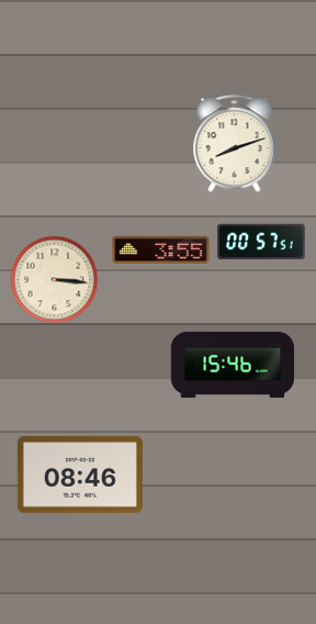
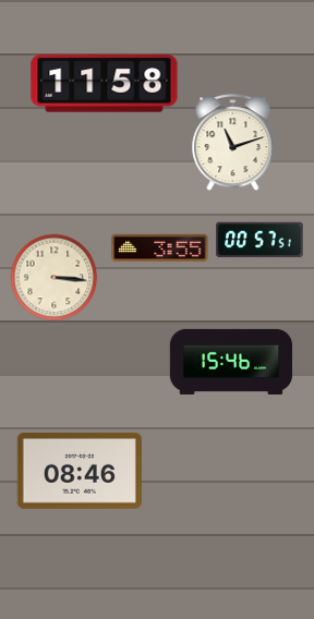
clock at (105, 84): none -> 11:58
clock at (235, 144): 8:12 -> 11:12
